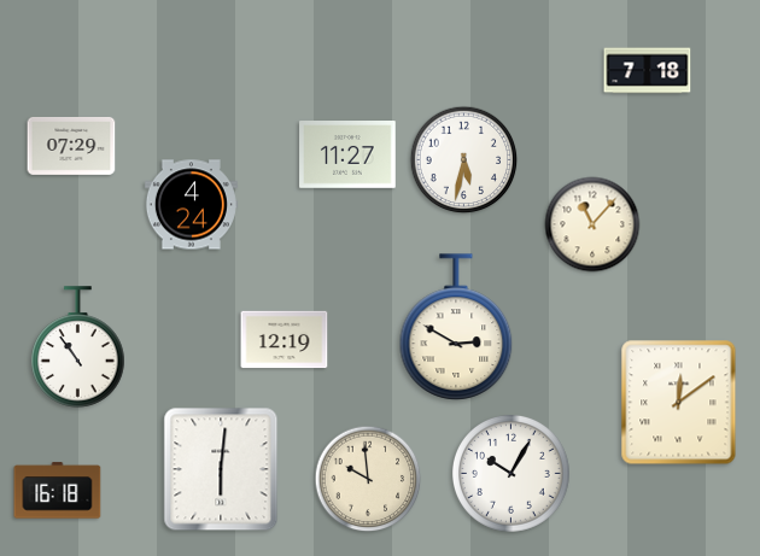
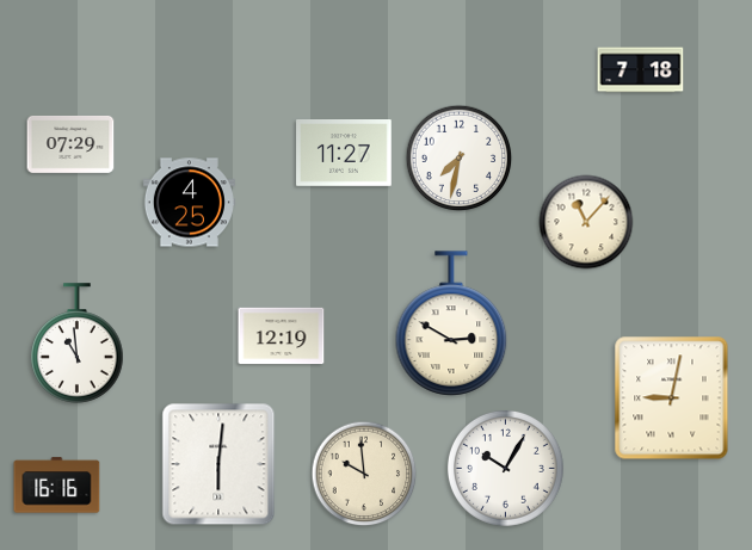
clock at (464, 160): 5:32 -> 7:32
clock at (191, 205): 4:24 -> 4:25
clock at (78, 347): 10:54 -> 10:59
clock at (679, 403): 12:09 -> 9:02
clock at (58, 491): 16:18 -> 16:16
